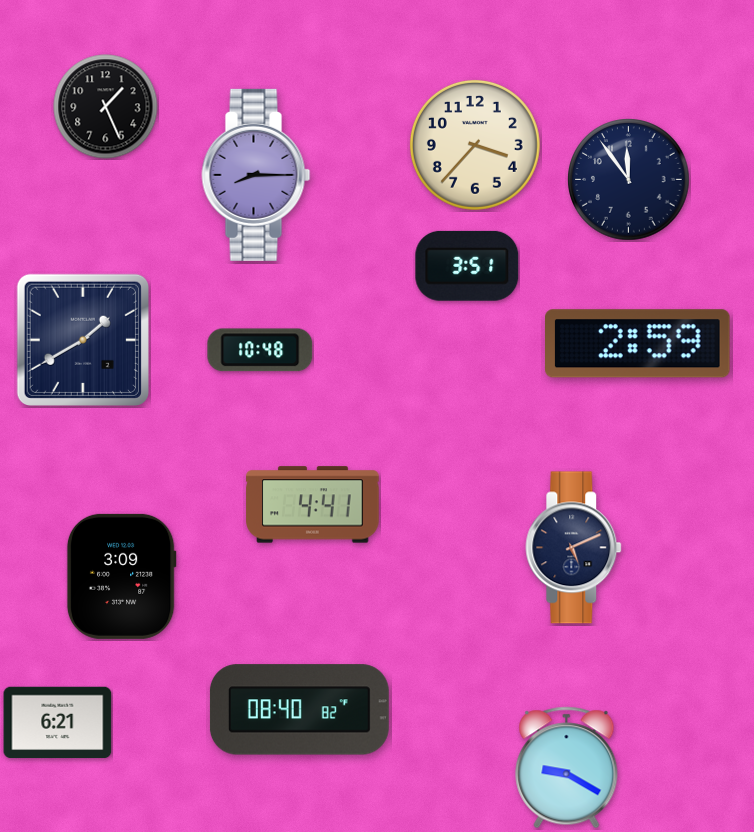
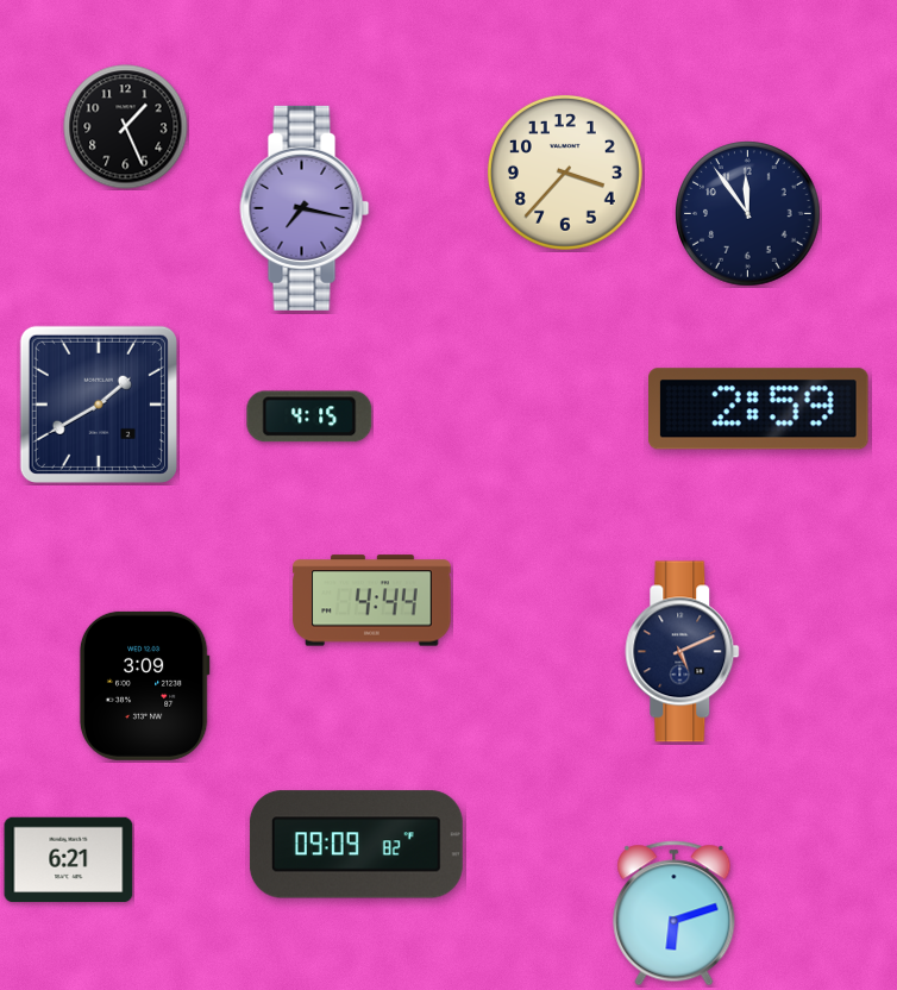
clock at (256, 175): 8:15 -> 7:17
clock at (467, 266): 3:51 -> none
clock at (260, 350): 10:48 -> 4:15
clock at (313, 505): 4:41 -> 4:44
clock at (299, 710): 08:40 -> 09:09
clock at (567, 768): 9:20 -> 6:12
